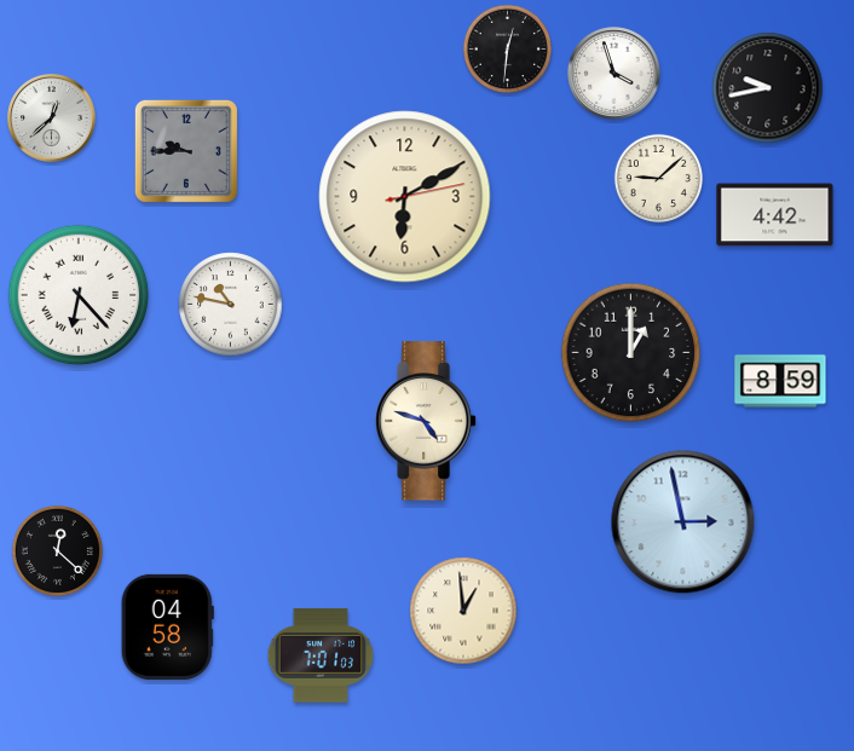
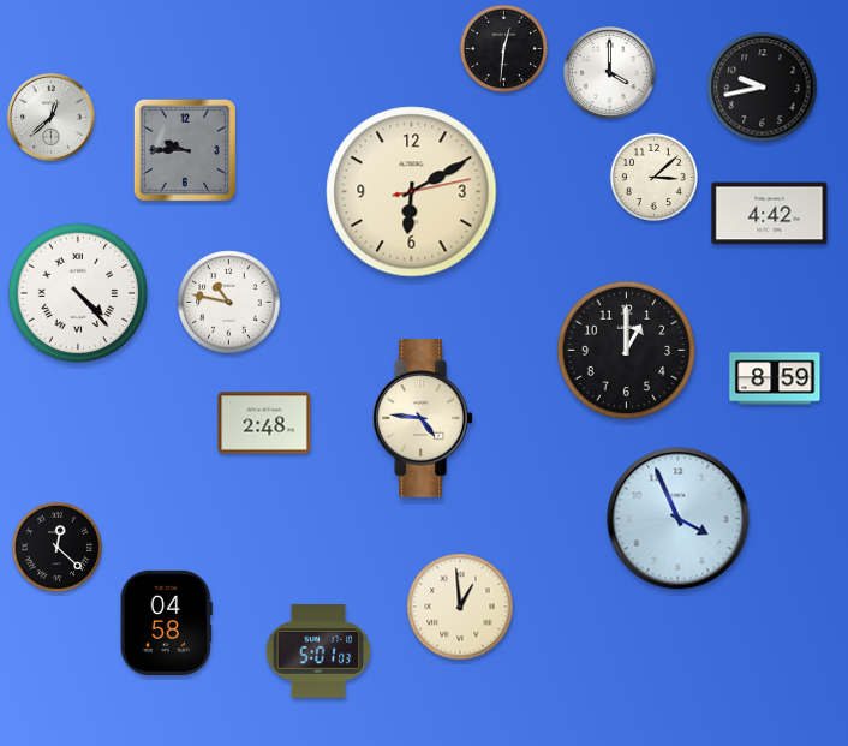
clock at (614, 74): 3:57 -> 4:00
clock at (658, 178): 9:08 -> 3:08
clock at (405, 197) position: (405, 197) -> (412, 192)
clock at (79, 295): 6:23 -> 4:23
clock at (426, 421): 4:48 -> 4:46
clock at (264, 423): none -> 2:48
clock at (683, 522): 2:58 -> 3:56
clock at (321, 655): 7:01 -> 5:01
